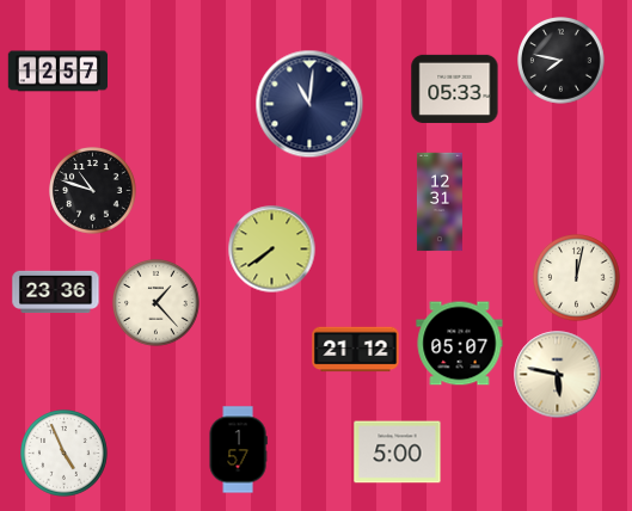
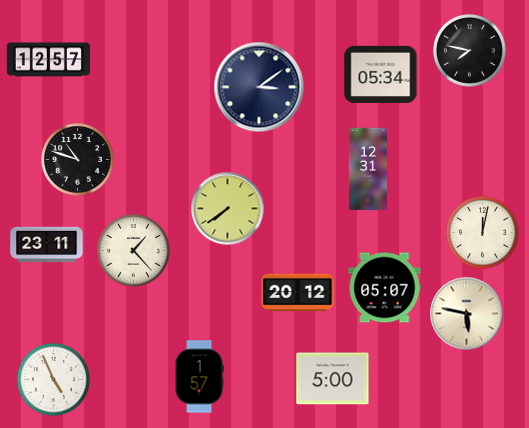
clock at (455, 88): 05:33 -> 05:34
clock at (309, 104): 11:01 -> 3:09
clock at (56, 293): 23:36 -> 23:11
clock at (157, 303) position: (157, 303) -> (134, 251)
clock at (356, 350): 21:12 -> 20:12
